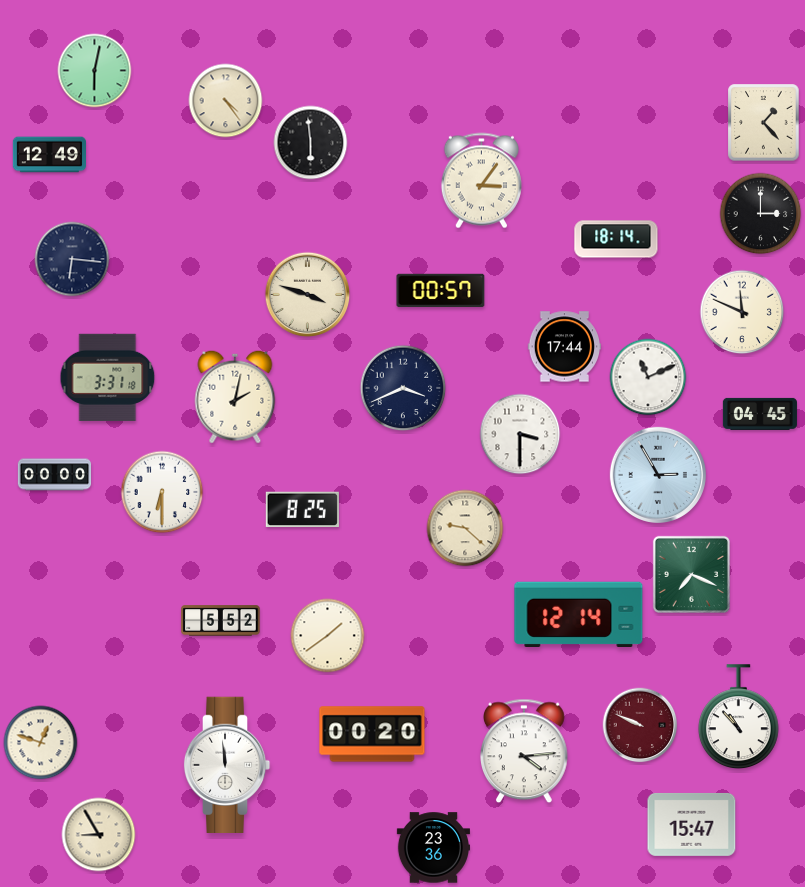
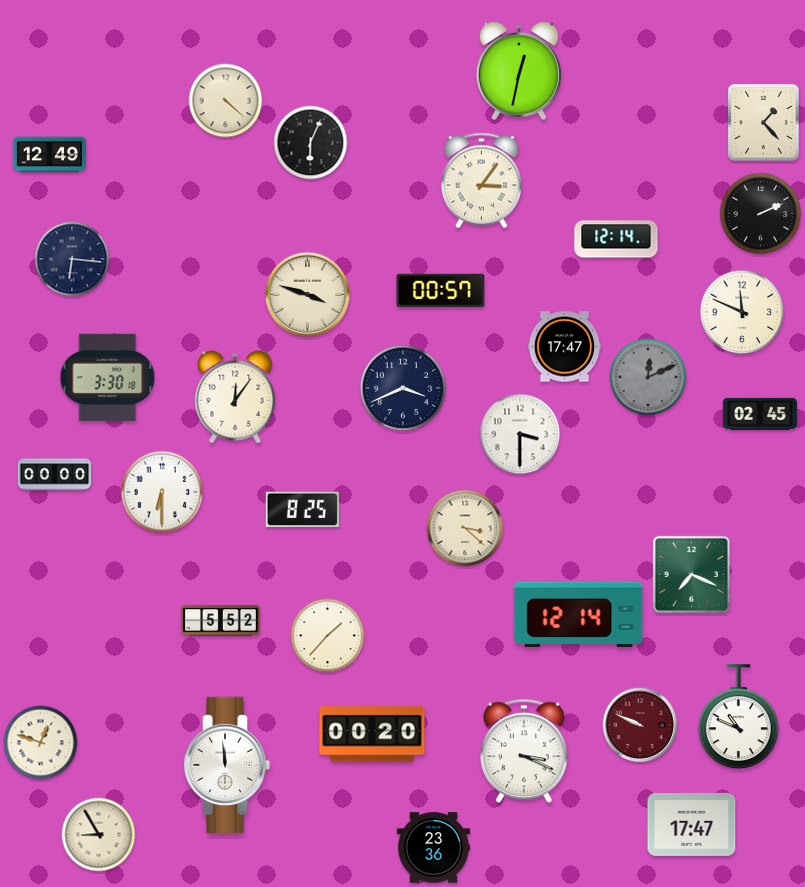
clock at (95, 71): 6:02 -> none
clock at (519, 71): none -> 12:32
clock at (226, 101): 4:24 -> 4:22
clock at (311, 143): 5:59 -> 6:04
clock at (761, 214): 3:00 -> 2:11
clock at (616, 239): 18:14 -> 12:14
clock at (564, 347): 17:44 -> 17:47
clock at (108, 377): 3:31 -> 3:30
clock at (648, 377): 11:11 -> 12:11
clock at (648, 377) dial: white -> grey
clock at (235, 397): 2:02 -> 12:06
clock at (760, 414): 04:45 -> 02:45
clock at (658, 475): 2:55 -> none
clock at (465, 528): 9:22 -> 3:22
clock at (328, 636): 1:39 -> 1:37
clock at (739, 717): 10:53 -> 10:49
clock at (525, 751): 4:14 -> 3:19
clock at (692, 824): 15:47 -> 17:47
